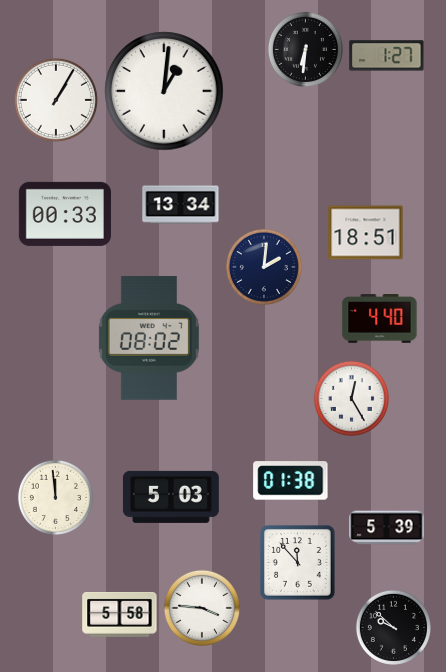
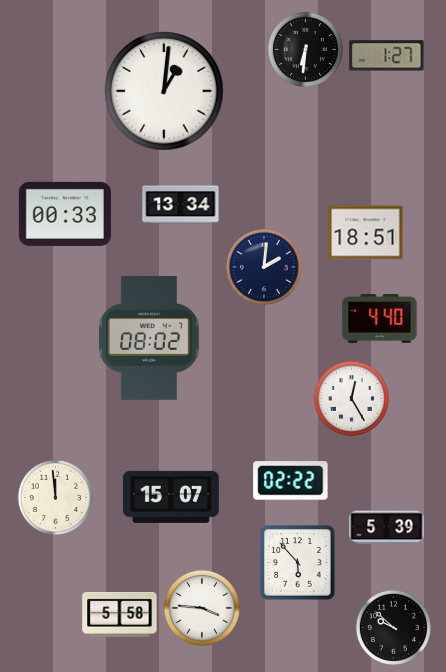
clock at (56, 100): 1:05 -> none
clock at (291, 481): 01:38 -> 02:22
clock at (171, 497): 5:03 -> 15:07
clock at (298, 563): 11:53 -> 5:53
